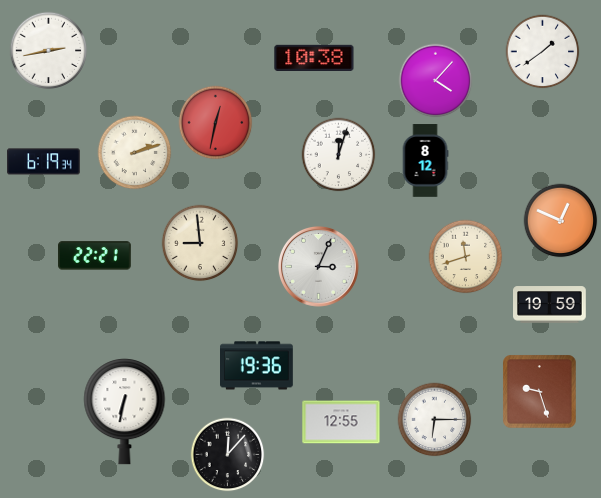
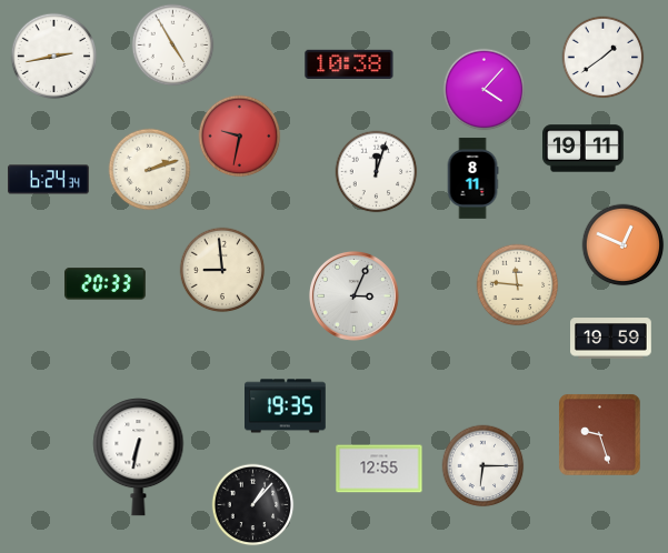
clock at (173, 46): none -> 4:55
clock at (216, 123): 12:32 -> 9:32
clock at (584, 149): none -> 19:11
clock at (425, 161): 8:12 -> 8:11
clock at (44, 162): 6:19 -> 6:24
clock at (95, 256): 22:21 -> 20:33
clock at (466, 257): 11:42 -> 11:46
clock at (257, 366): 19:36 -> 19:35
clock at (228, 455): 12:07 -> 1:07
